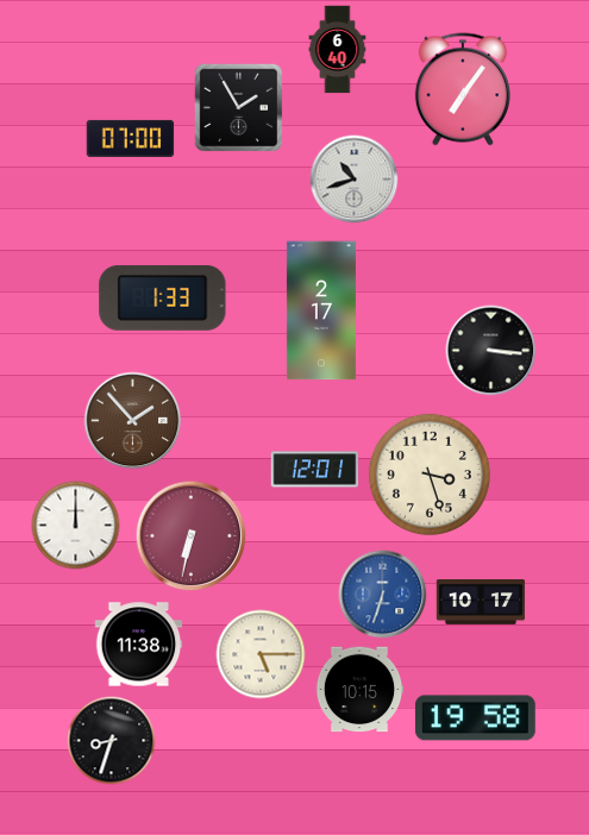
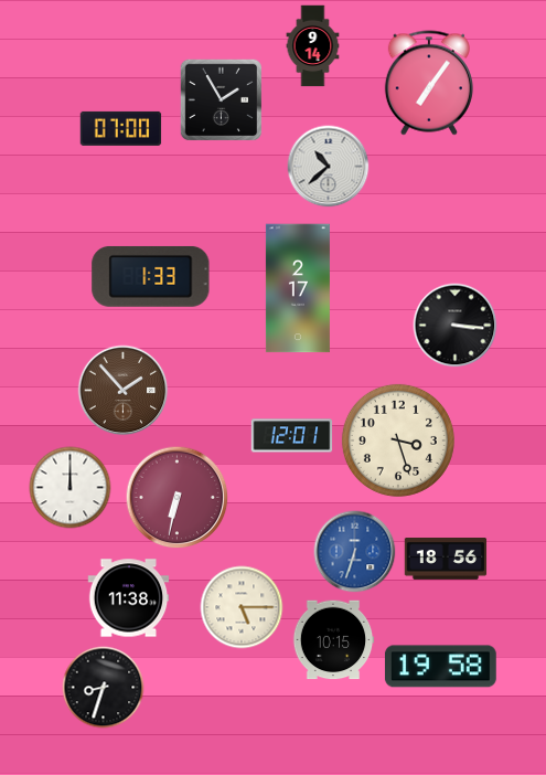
clock at (338, 50): 6:40 -> 9:14
clock at (355, 180): 10:42 -> 10:38
clock at (481, 603): 10:17 -> 18:56
